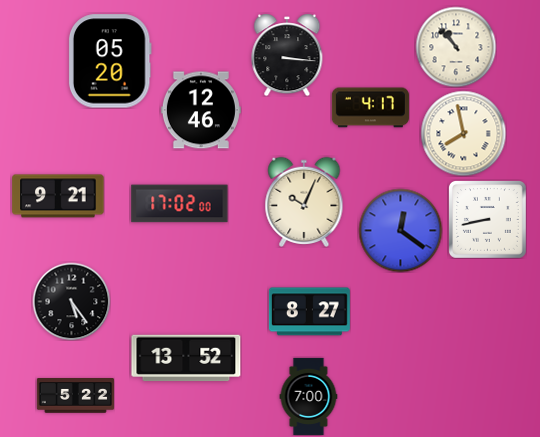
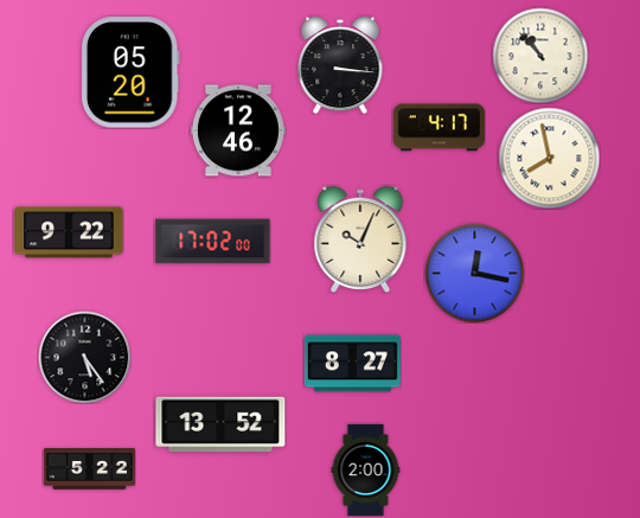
clock at (58, 196): 9:21 -> 9:22
clock at (488, 220): 8:43 -> none
clock at (400, 230): 12:21 -> 12:17
clock at (309, 312) position: (309, 312) -> (352, 364)
clock at (309, 396): 7:00 -> 2:00
